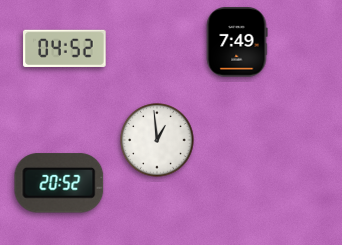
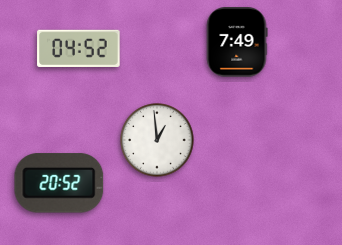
clock at (65, 48) position: (65, 48) -> (79, 48)
